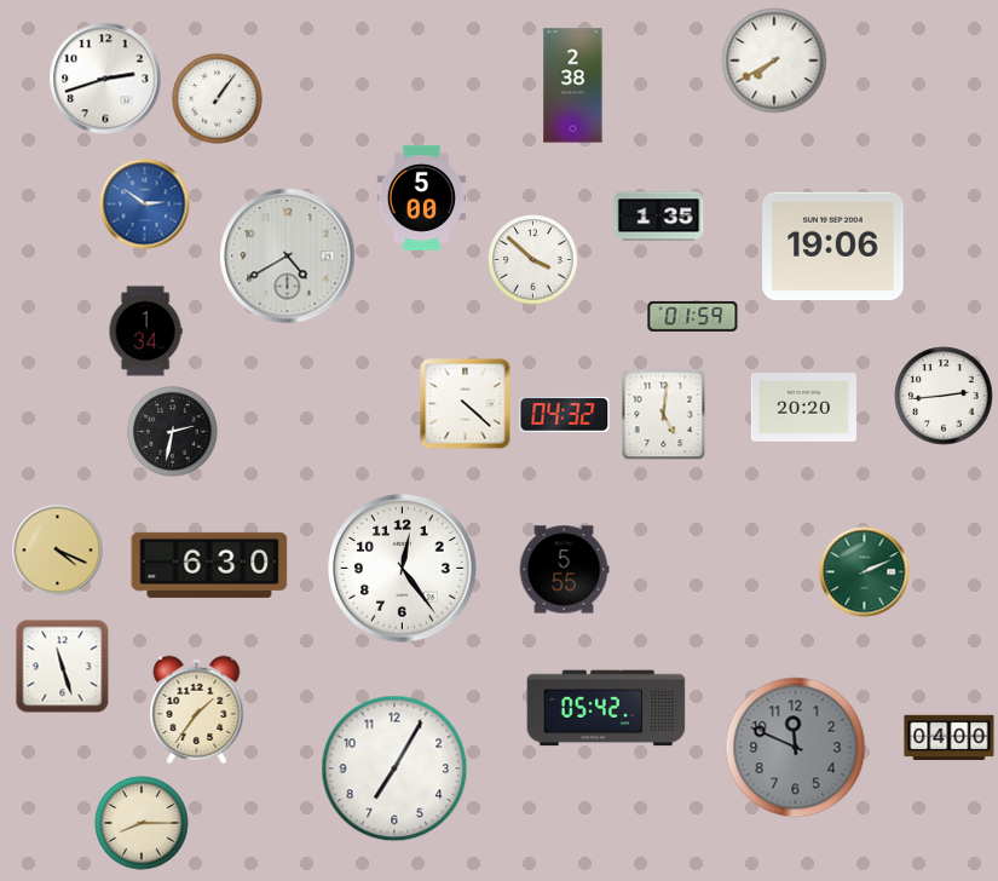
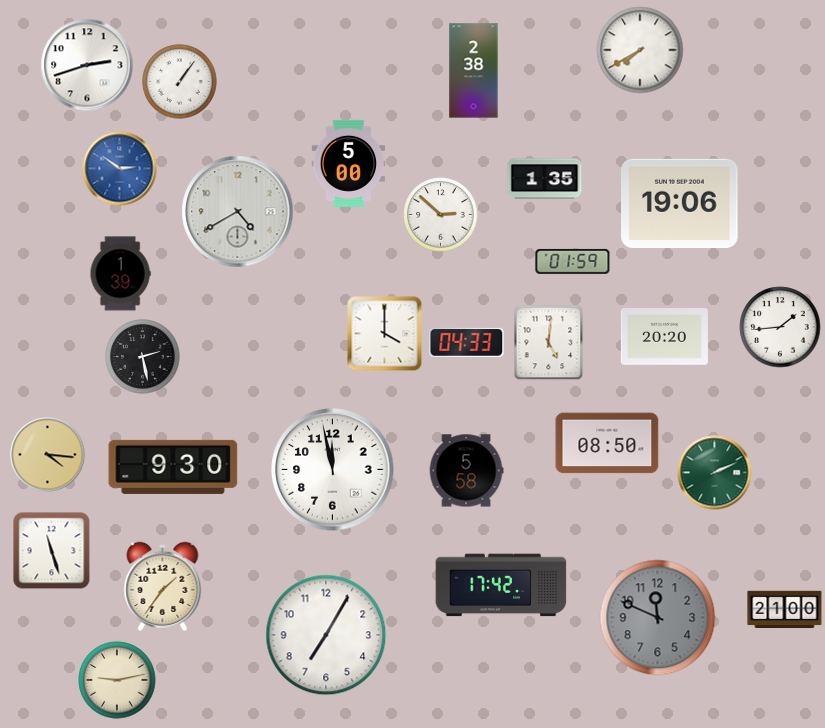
clock at (833, 246) position: (833, 246) -> (680, 203)
clock at (533, 260): 3:52 -> 2:52
clock at (145, 332): 1:34 -> 1:39
clock at (944, 396): 2:44 -> 1:44
clock at (466, 404): 4:22 -> 4:00
clock at (565, 414): 04:32 -> 04:33
clock at (173, 432): 2:32 -> 2:28
clock at (607, 443): none -> 08:50
clock at (58, 551): 4:19 -> 4:16
clock at (209, 565): 6:30 -> 9:30
clock at (403, 569): 12:24 -> 11:58
clock at (564, 570): 5:55 -> 5:58
clock at (606, 708): 05:42 -> 17:42
clock at (950, 737): 04:00 -> 21:00
clock at (142, 823): 8:15 -> 9:13
